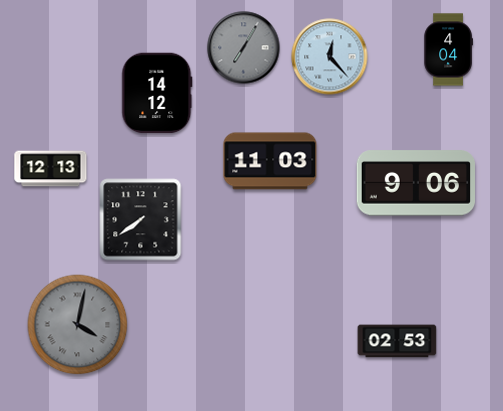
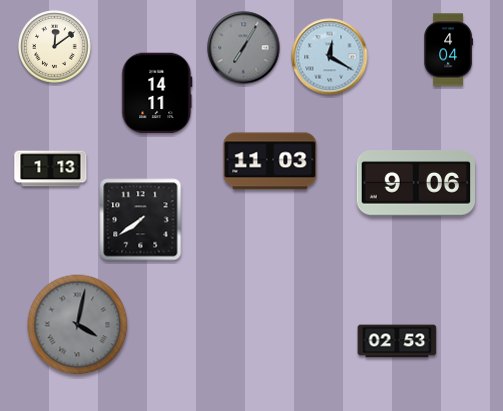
clock at (55, 47): none -> 12:09
clock at (330, 57): 12:23 -> 12:20
clock at (157, 93): 14:12 -> 14:11
clock at (51, 169): 12:13 -> 1:13
